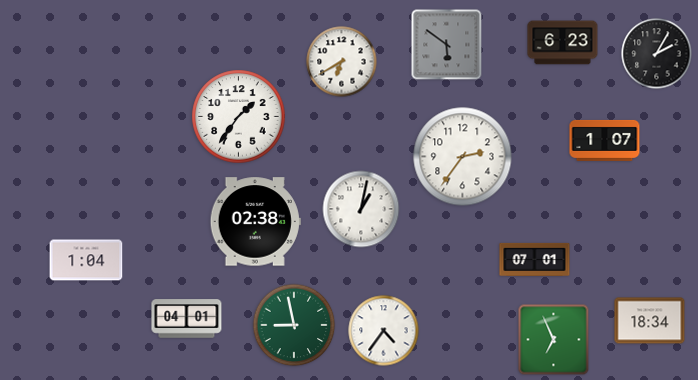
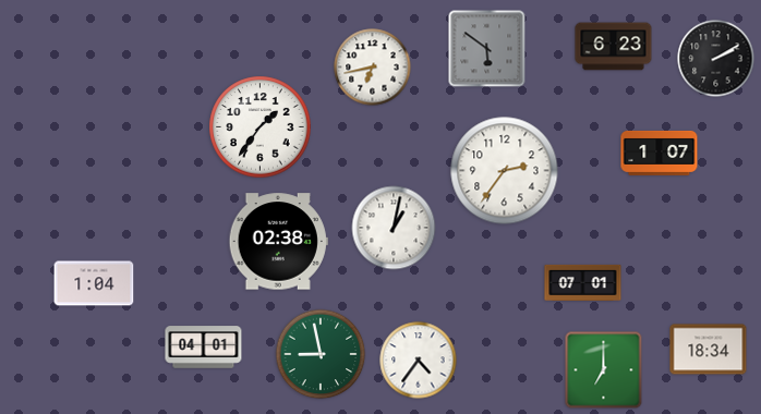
clock at (657, 54): 2:05 -> 2:10
clock at (342, 62): 6:40 -> 6:43
clock at (554, 340): 6:56 -> 7:00
